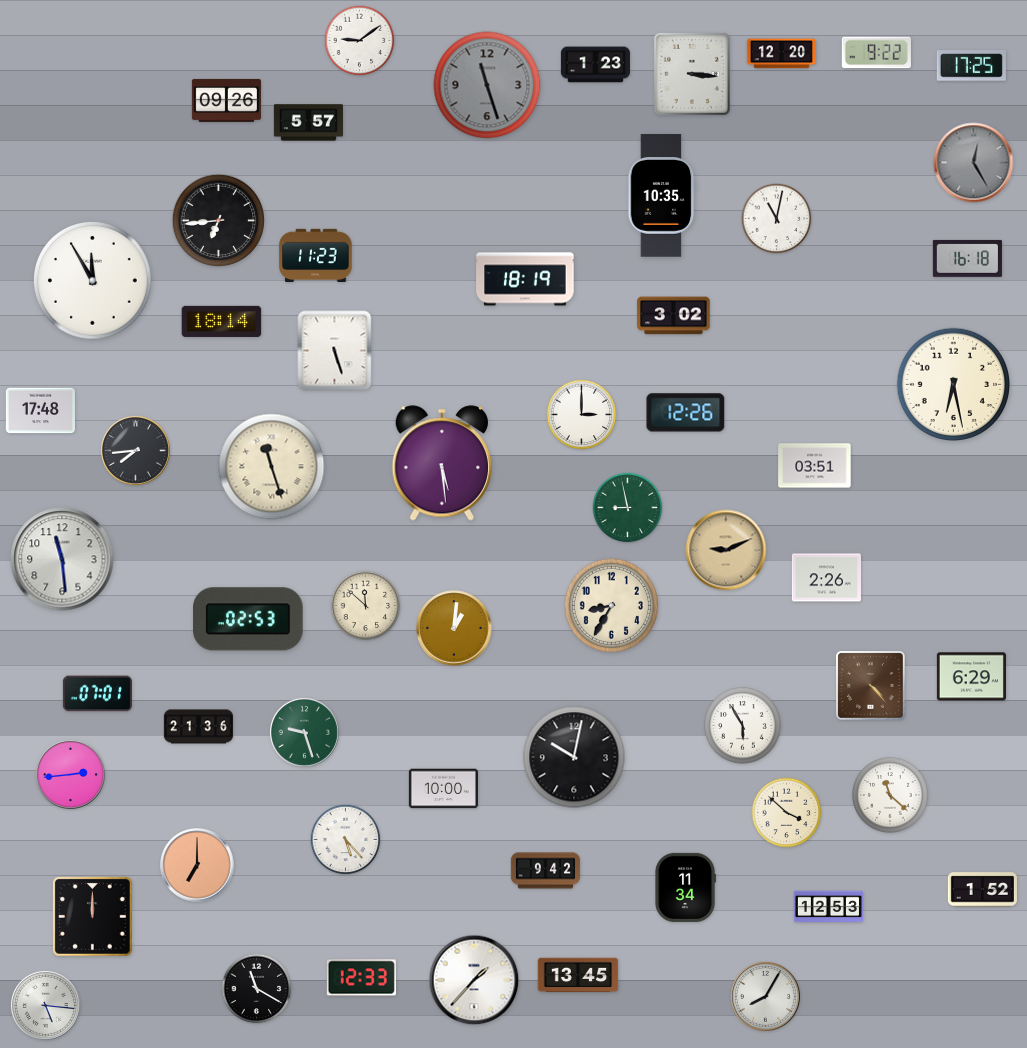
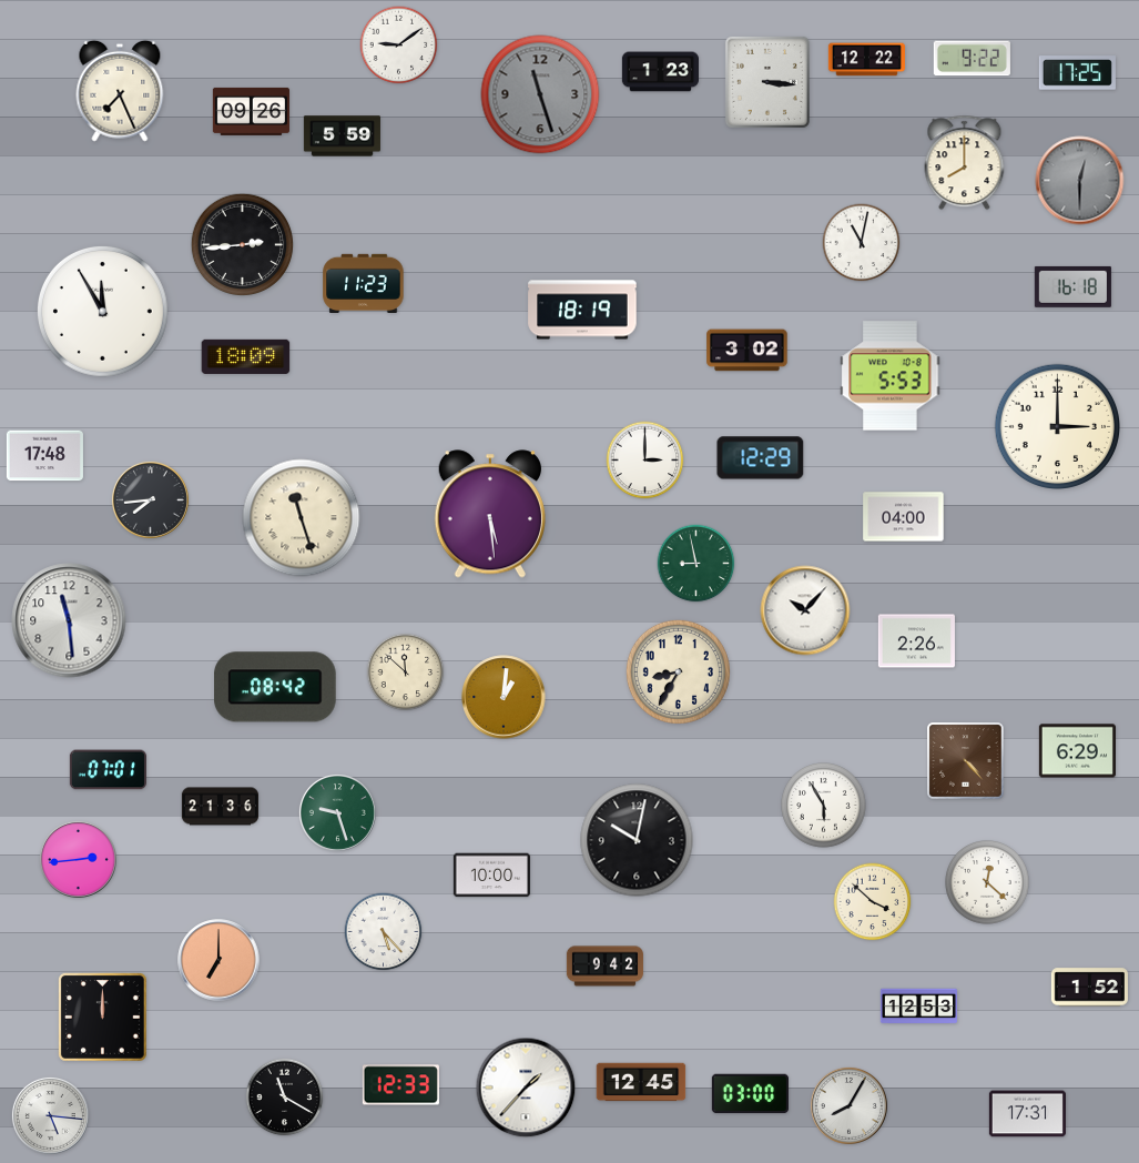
clock at (781, 54): 12:20 -> 12:22
clock at (120, 91): none -> 7:26
clock at (308, 123): 5:57 -> 5:59
clock at (965, 163): none -> 8:00
clock at (974, 163): 12:25 -> 12:30
clock at (661, 196): 10:35 -> none
clock at (219, 221): 6:44 -> 2:44
clock at (316, 255) position: (316, 255) -> (364, 283)
clock at (222, 321): 18:14 -> 18:09
clock at (891, 376): none -> 5:53
clock at (335, 351): 5:27 -> none
clock at (953, 384): 6:28 -> 3:00
clock at (686, 413): 12:26 -> 12:29
clock at (815, 466): 03:51 -> 04:00
clock at (726, 550): 9:11 -> 10:07
clock at (726, 550) dial: champagne -> white
clock at (249, 619): 02:53 -> 08:42
clock at (891, 796): 11:22 -> 12:22
clock at (685, 887): 11:34 -> none
clock at (578, 975): 13:45 -> 12:45
clock at (750, 1094): none -> 03:00
clock at (1027, 1114): none -> 17:31
